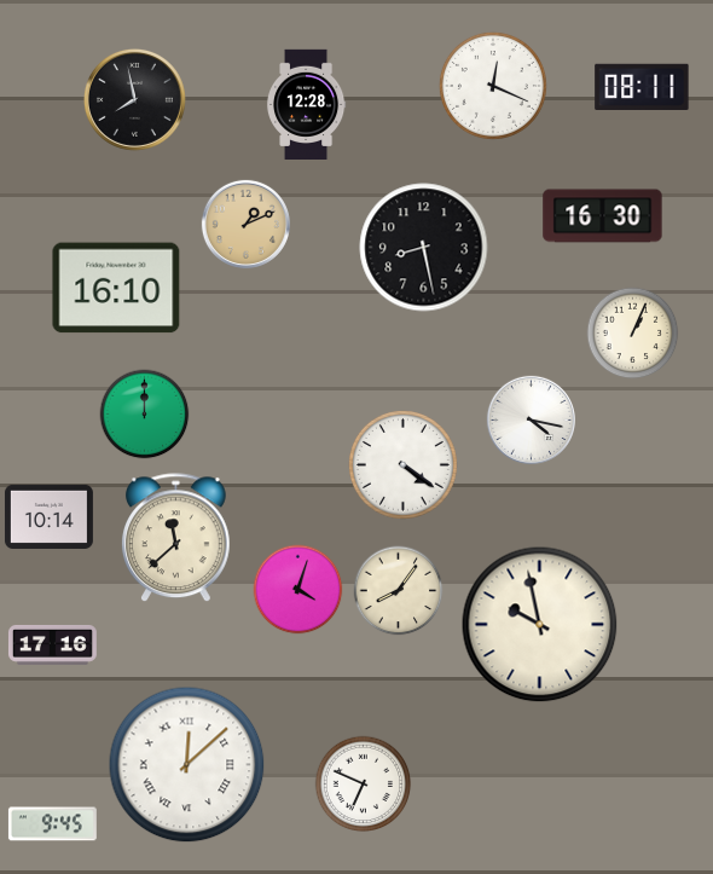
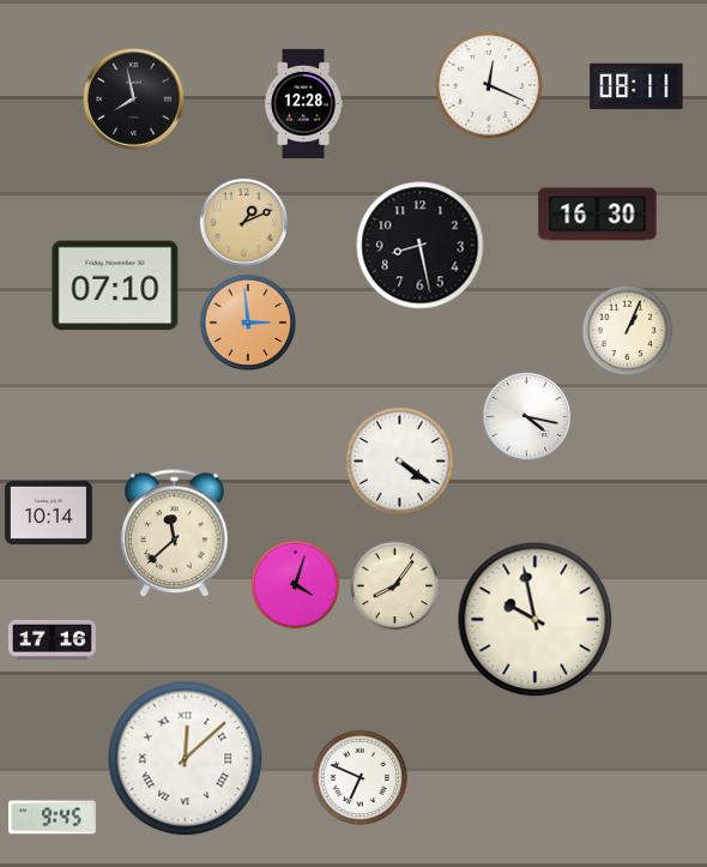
clock at (116, 288): 16:10 -> 07:10
clock at (248, 323): none -> 2:59
clock at (145, 415): 12:00 -> none
